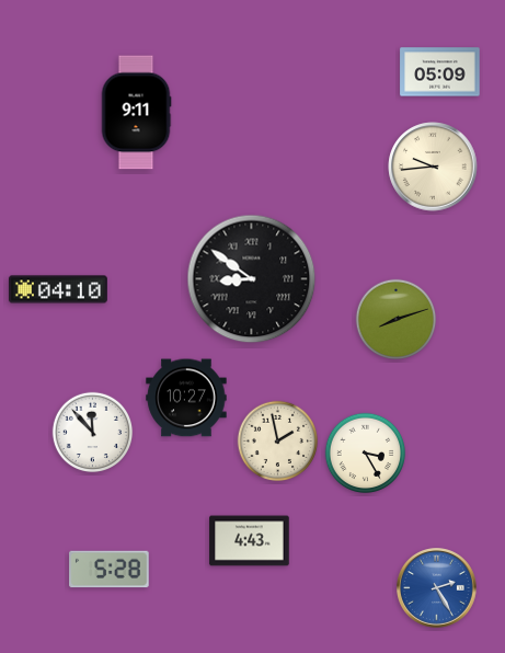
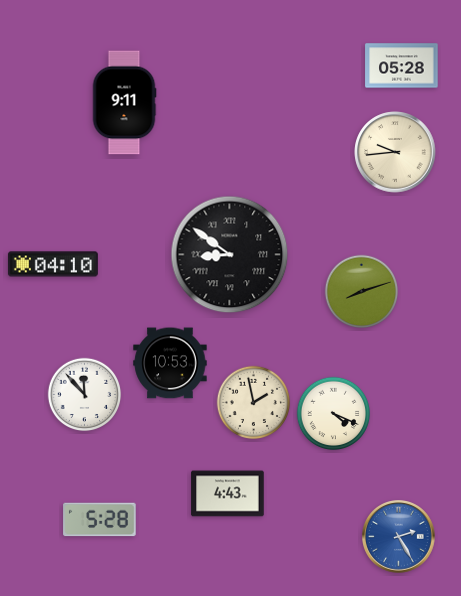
clock at (440, 72): 05:09 -> 05:28
clock at (186, 398): 10:27 -> 10:53
clock at (366, 454): 3:25 -> 4:19
